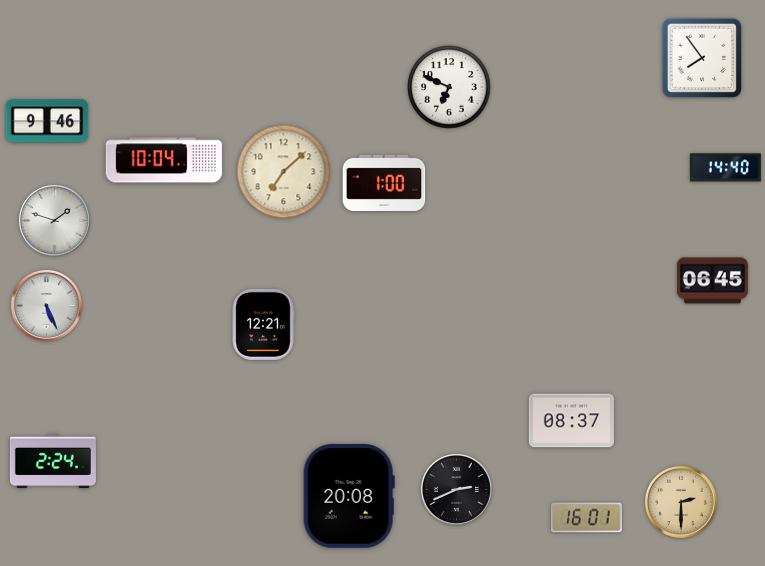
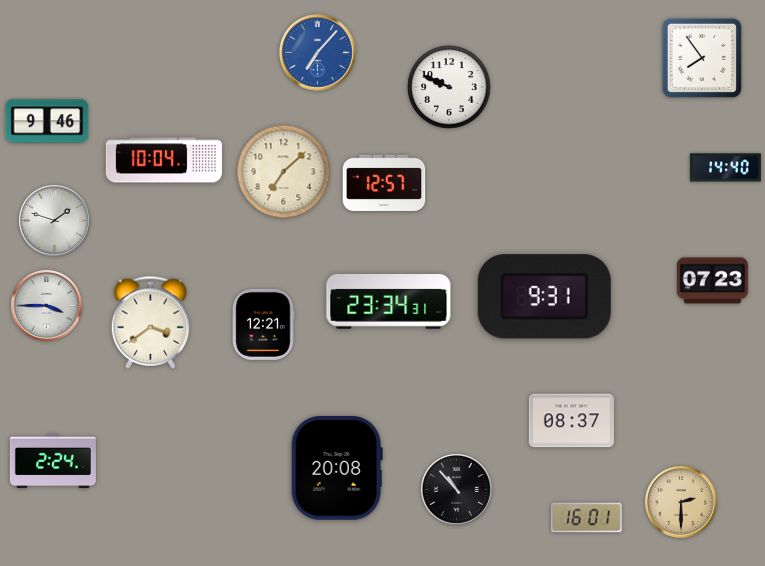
clock at (318, 53): none -> 7:07
clock at (449, 87): 6:49 -> 9:49
clock at (384, 183): 1:00 -> 12:57
clock at (712, 281): 06:45 -> 07:23
clock at (544, 297): none -> 9:31
clock at (389, 302): none -> 23:34
clock at (46, 305): 5:26 -> 3:45
clock at (151, 322): none -> 3:39
clock at (456, 489): 2:41 -> 10:53
clock at (349, 497) position: (349, 497) -> (337, 469)
